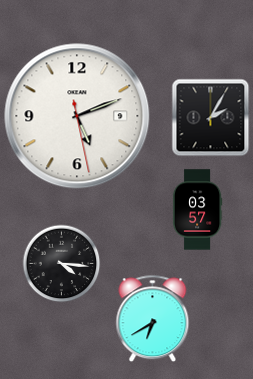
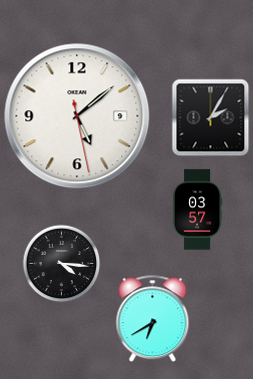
clock at (77, 116): 5:11 -> 5:08
